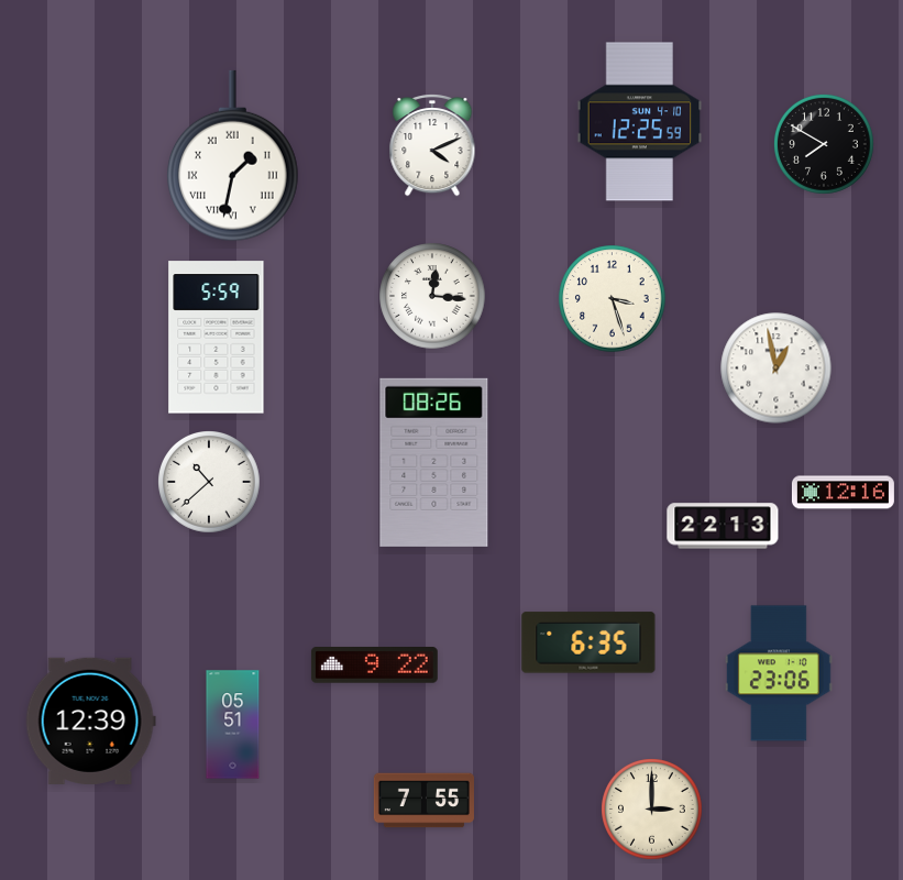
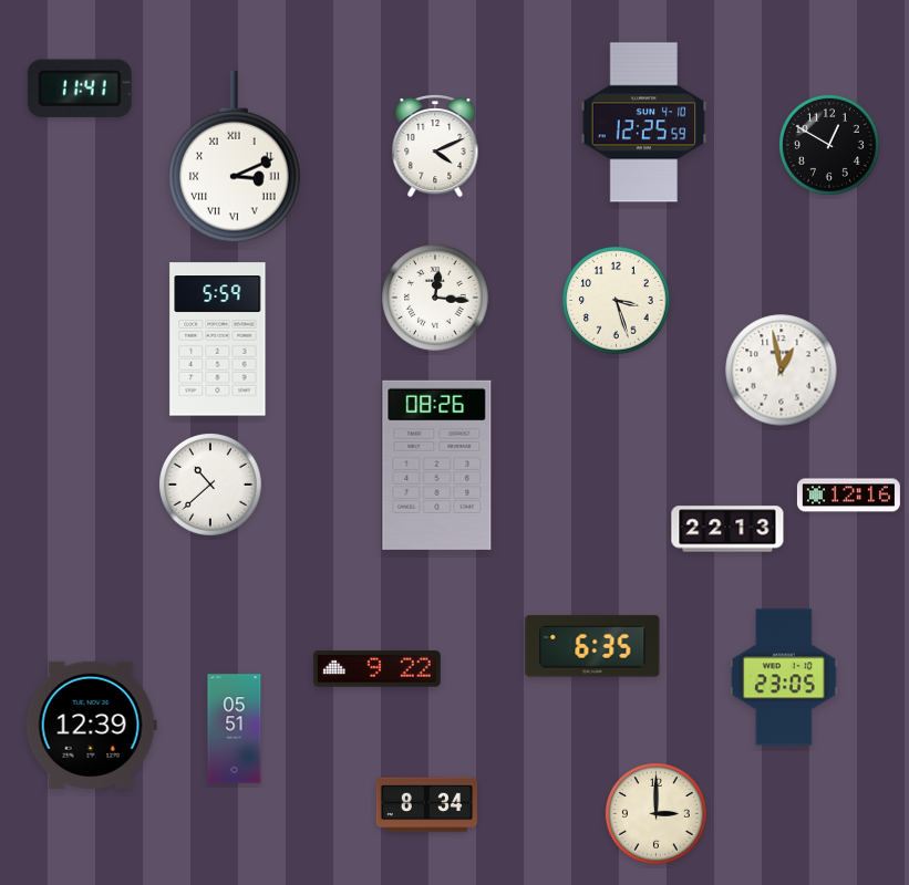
clock at (80, 88): none -> 11:41
clock at (824, 144): 7:50 -> 12:50
clock at (233, 156): 1:32 -> 3:11
clock at (779, 673): 23:06 -> 23:05
clock at (423, 801): 7:55 -> 8:34
